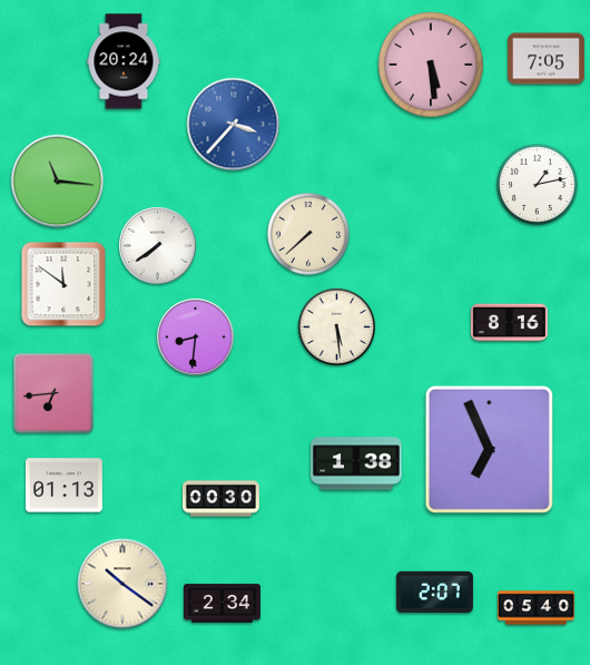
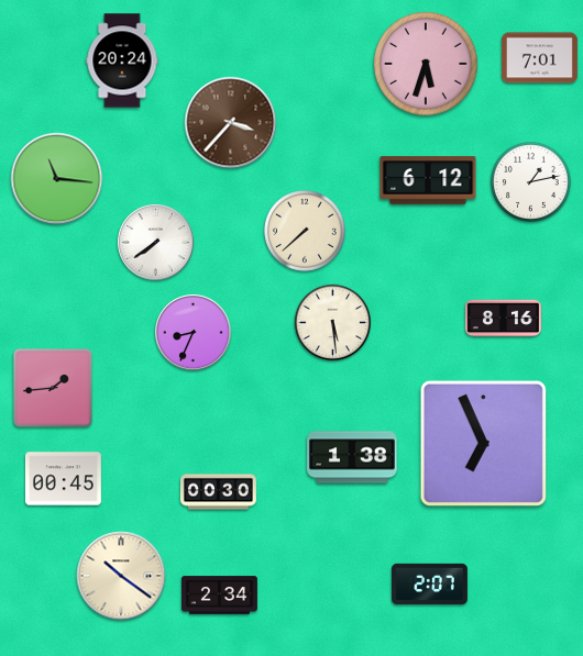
clock at (545, 59): 7:05 -> 7:01
clock at (431, 65): 5:29 -> 5:33
clock at (234, 125) dial: blue -> brown
clock at (428, 180): none -> 6:12
clock at (63, 284): 11:51 -> none
clock at (196, 338): 8:31 -> 8:34
clock at (53, 393): 6:44 -> 1:44
clock at (63, 486): 01:13 -> 00:45
clock at (535, 608): 05:40 -> none
